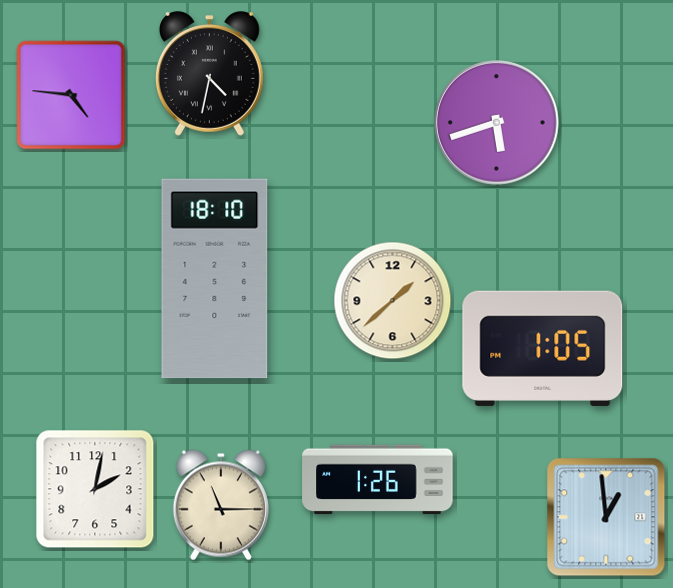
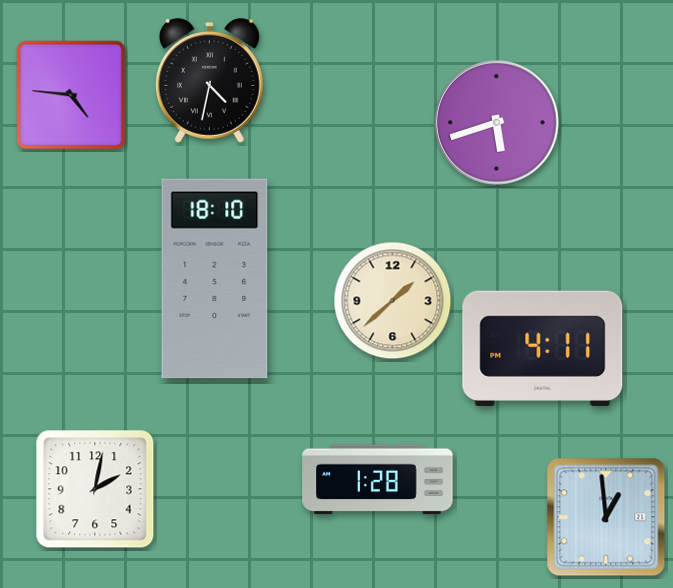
clock at (209, 74) position: (209, 74) -> (209, 81)
clock at (543, 348): 1:05 -> 4:11
clock at (378, 480): 1:26 -> 1:28
clock at (221, 505): 11:15 -> none
